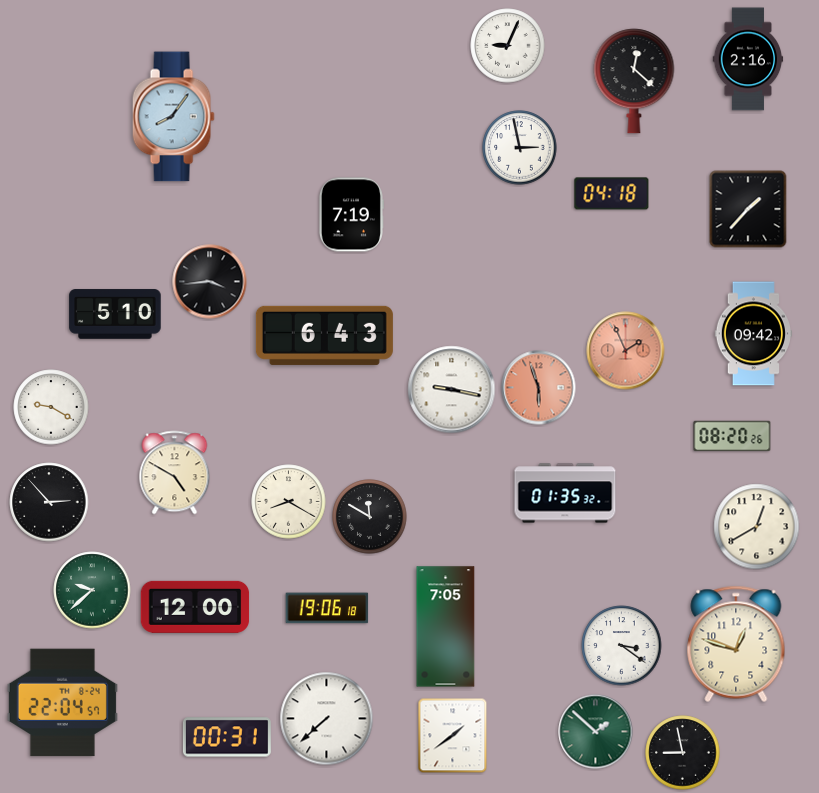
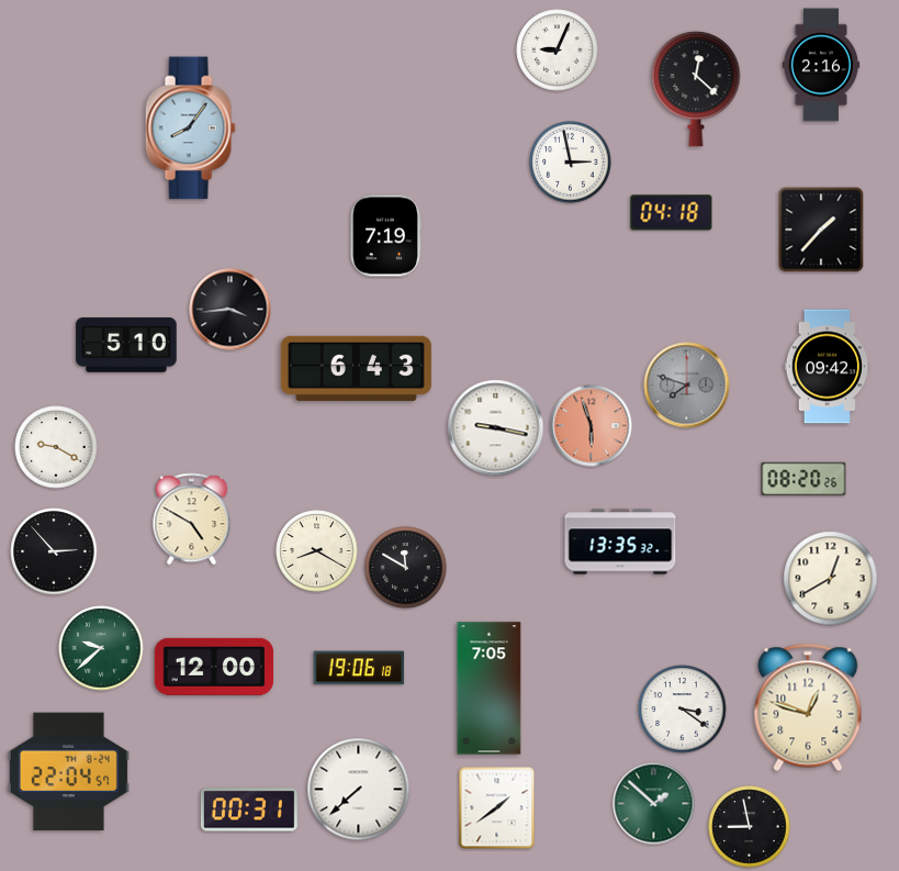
clock at (626, 351): 1:56 -> 7:48
clock at (626, 351) dial: salmon -> grey
clock at (565, 493): 01:35 -> 13:35
